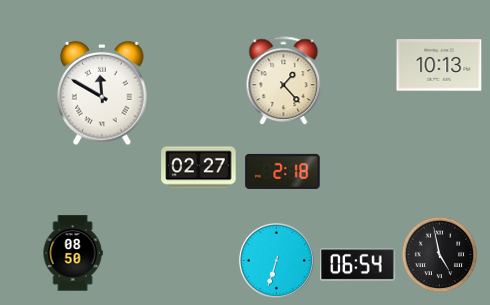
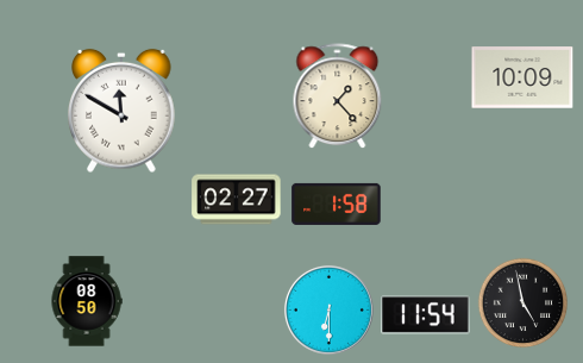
clock at (439, 65): 10:13 -> 10:09
clock at (283, 171): 2:18 -> 1:58
clock at (276, 260): 6:33 -> 6:30
clock at (358, 265): 06:54 -> 11:54
